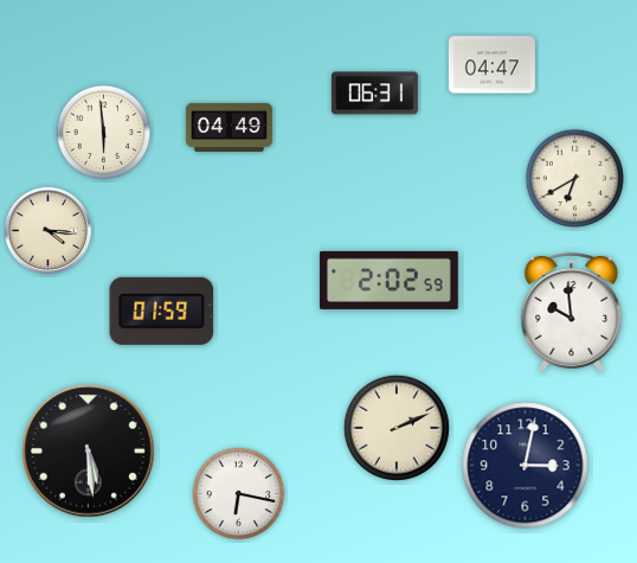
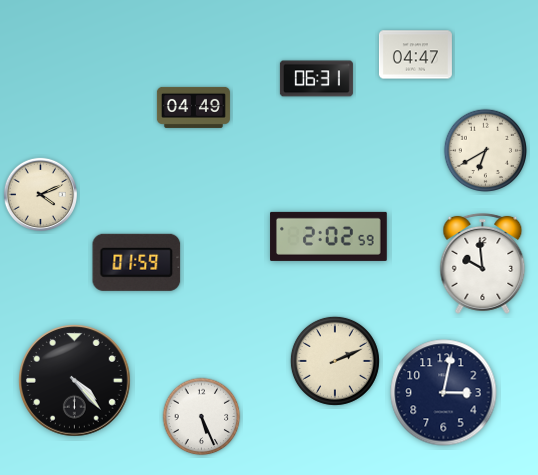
clock at (104, 133): 5:59 -> none
clock at (47, 230): 4:16 -> 4:11
clock at (89, 452): 5:29 -> 4:23
clock at (239, 494): 6:17 -> 5:26
